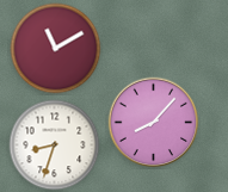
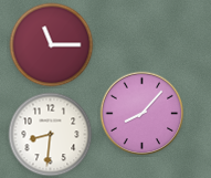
clock at (56, 49): 11:10 -> 11:15
clock at (55, 145): 8:33 -> 8:31
